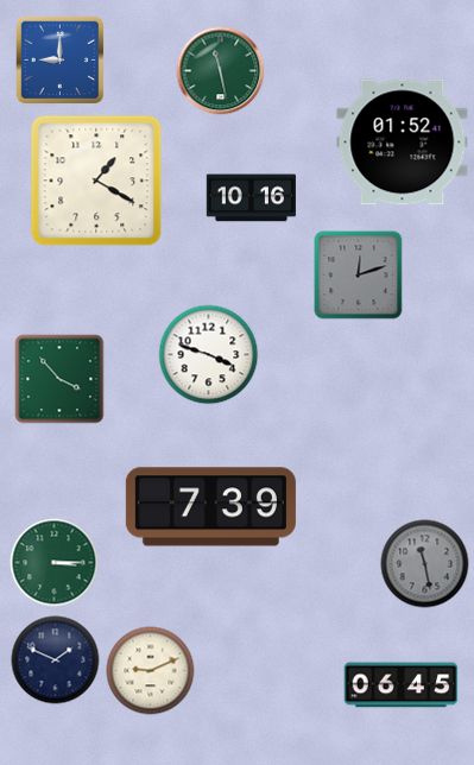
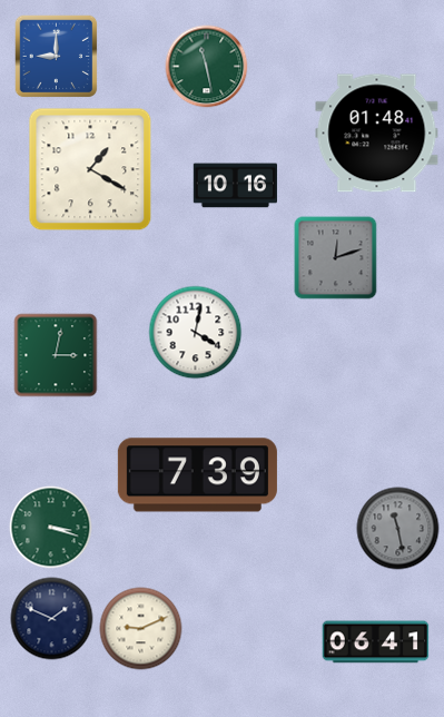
clock at (403, 143): 01:52 -> 01:48
clock at (209, 355): 3:48 -> 4:02
clock at (59, 379): 3:53 -> 3:02
clock at (55, 563): 3:15 -> 3:18
clock at (402, 685): 06:45 -> 06:41
